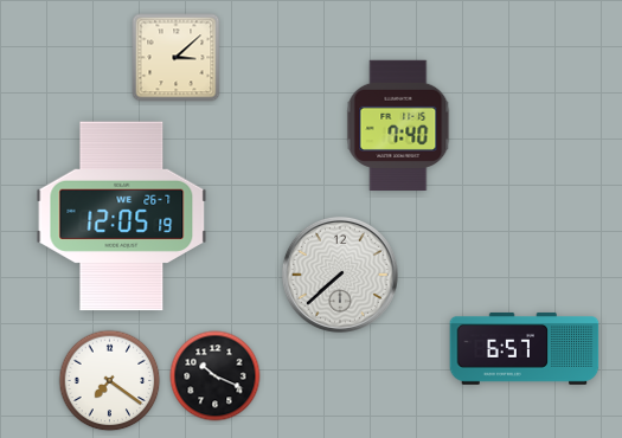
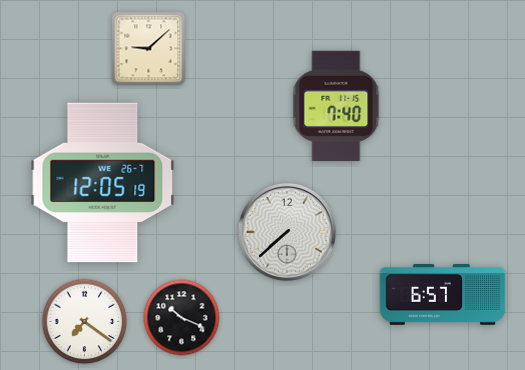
clock at (177, 58): 3:08 -> 9:08
clock at (110, 381) position: (110, 381) -> (85, 322)
